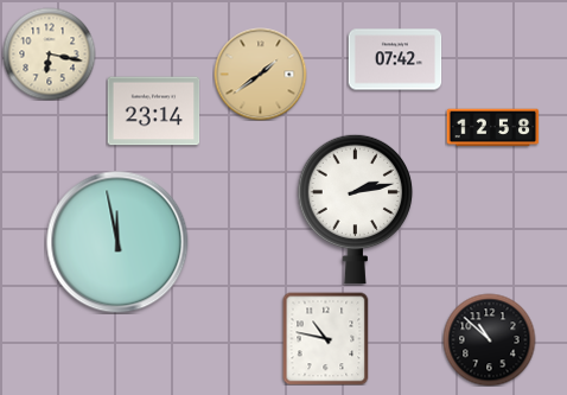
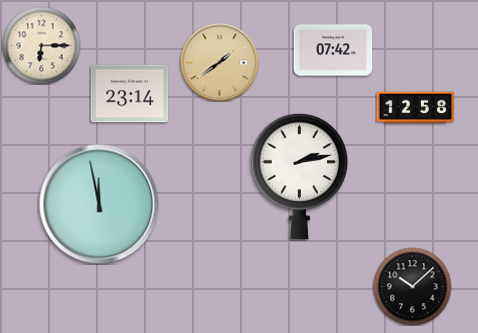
clock at (49, 53): 6:17 -> 6:15
clock at (326, 338): 10:47 -> none
clock at (489, 339): 10:52 -> 10:08
